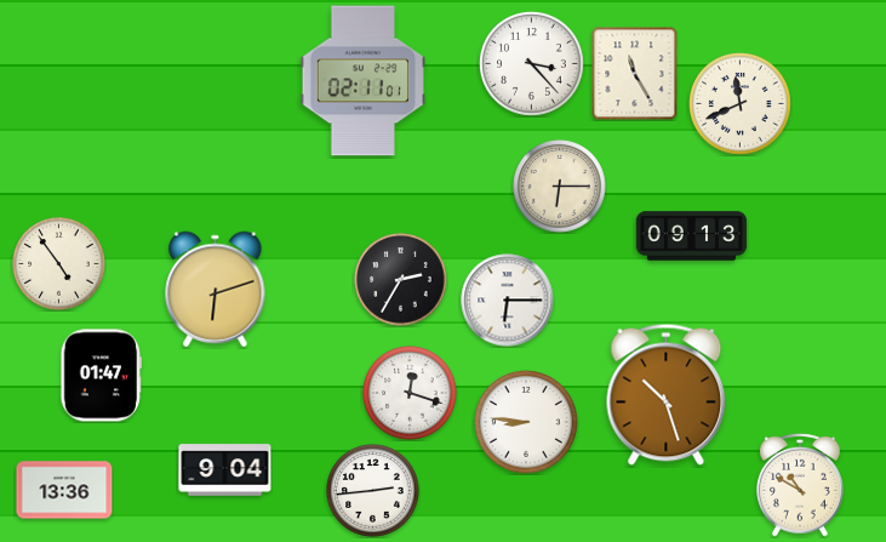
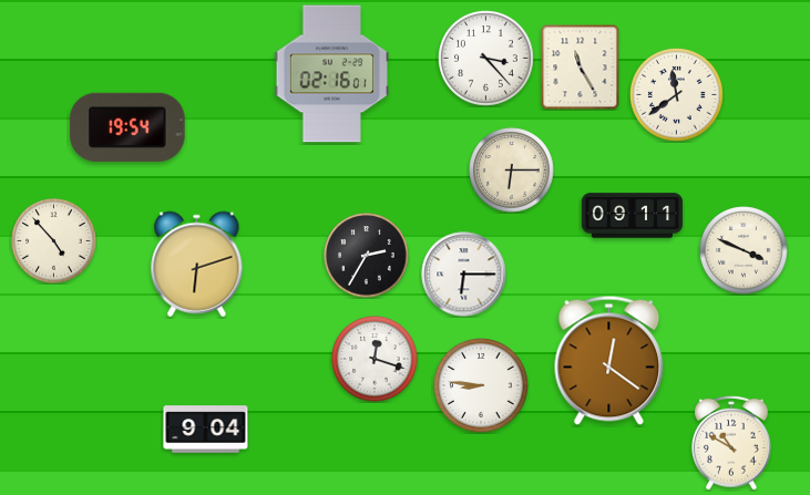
clock at (362, 81): 02:11 -> 02:16
clock at (741, 104): 11:41 -> 11:39
clock at (127, 127): none -> 19:54
clock at (692, 236): 09:13 -> 09:11
clock at (59, 264): 4:54 -> 4:53
clock at (744, 250): none -> 3:49
clock at (102, 376): 01:47 -> none
clock at (667, 394): 10:27 -> 12:21
clock at (64, 490): 13:36 -> none
clock at (373, 491): 2:44 -> none
